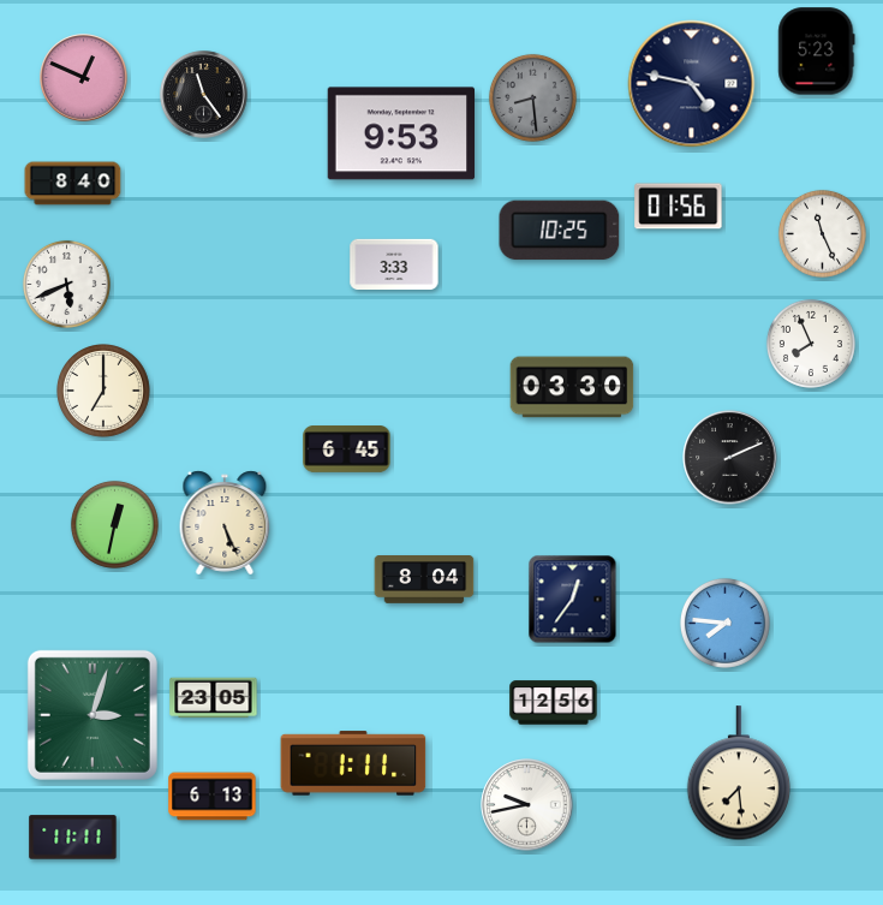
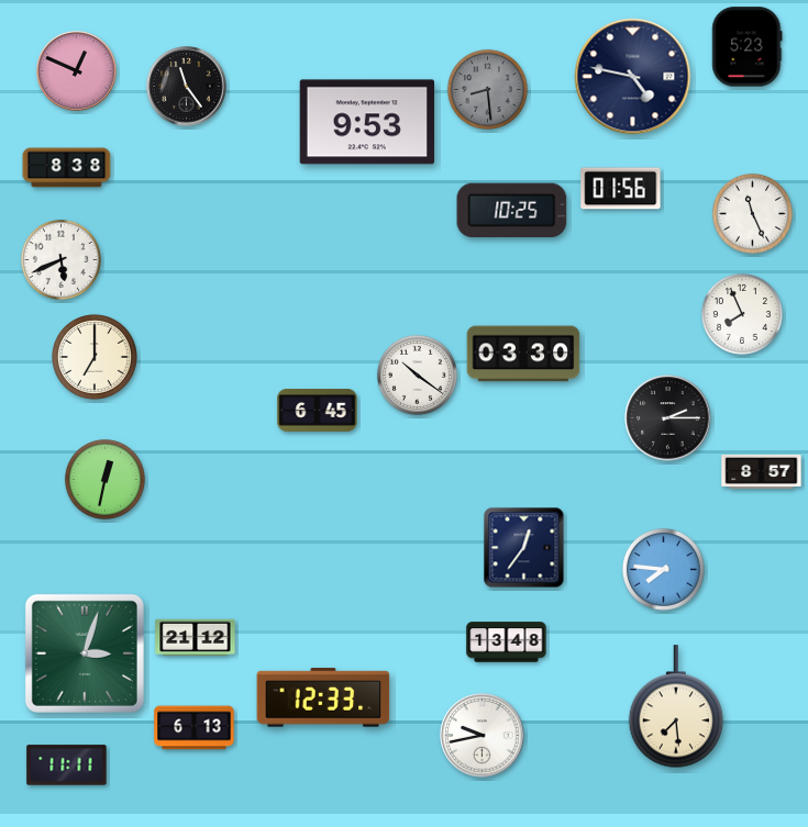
clock at (73, 184): 8:40 -> 8:38
clock at (394, 264): 3:33 -> none
clock at (417, 375): none -> 10:21
clock at (730, 458): 2:11 -> 2:15
clock at (762, 471): none -> 8:57
clock at (225, 523): 5:26 -> none
clock at (424, 580): 8:04 -> none
clock at (214, 698): 23:05 -> 21:12
clock at (554, 703): 12:56 -> 13:48
clock at (353, 763): 1:11 -> 12:33
